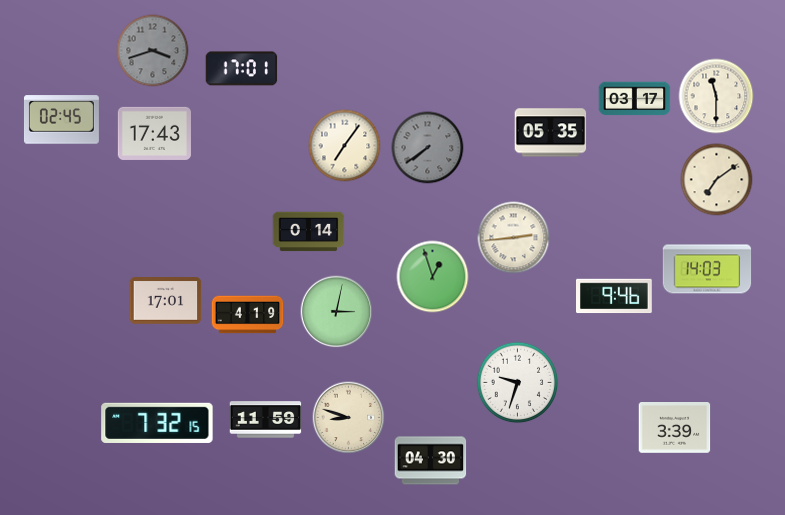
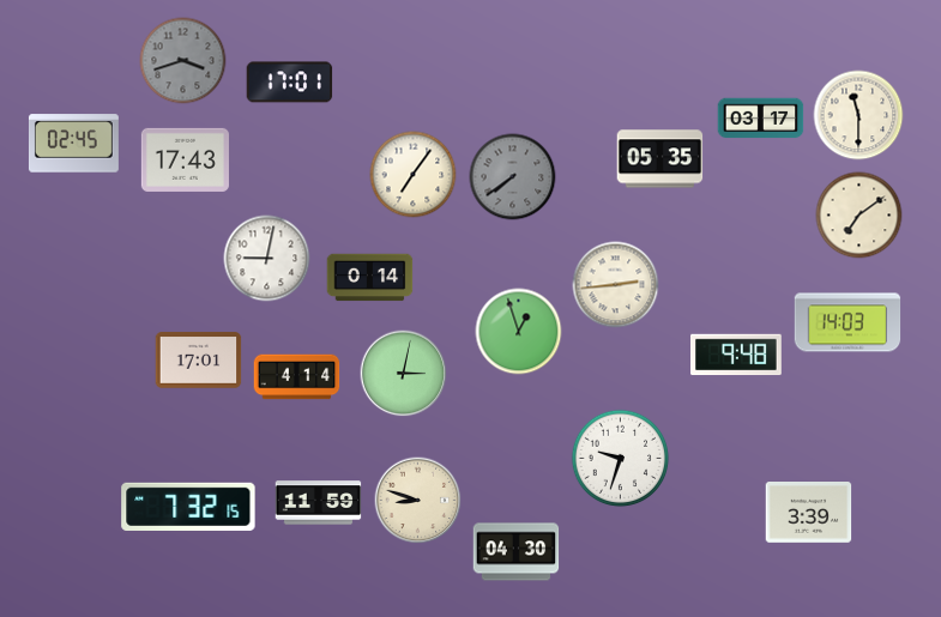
clock at (267, 259): none -> 9:02
clock at (615, 296): 9:46 -> 9:48
clock at (248, 315): 4:19 -> 4:14
